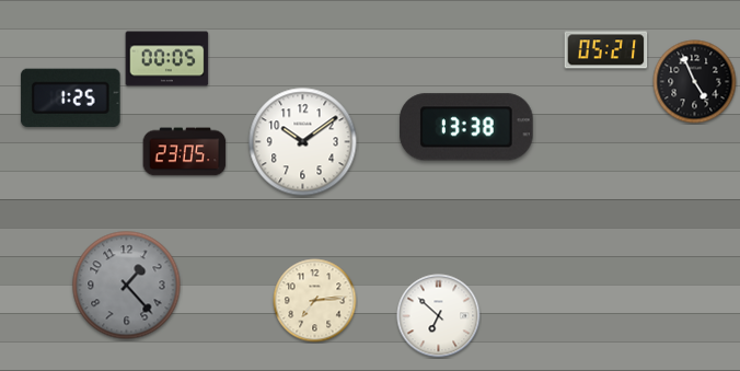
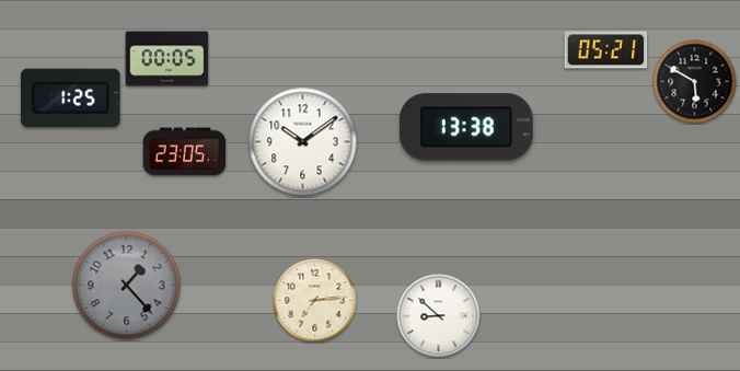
clock at (695, 82): 4:56 -> 5:50
clock at (439, 316): 6:52 -> 8:52
